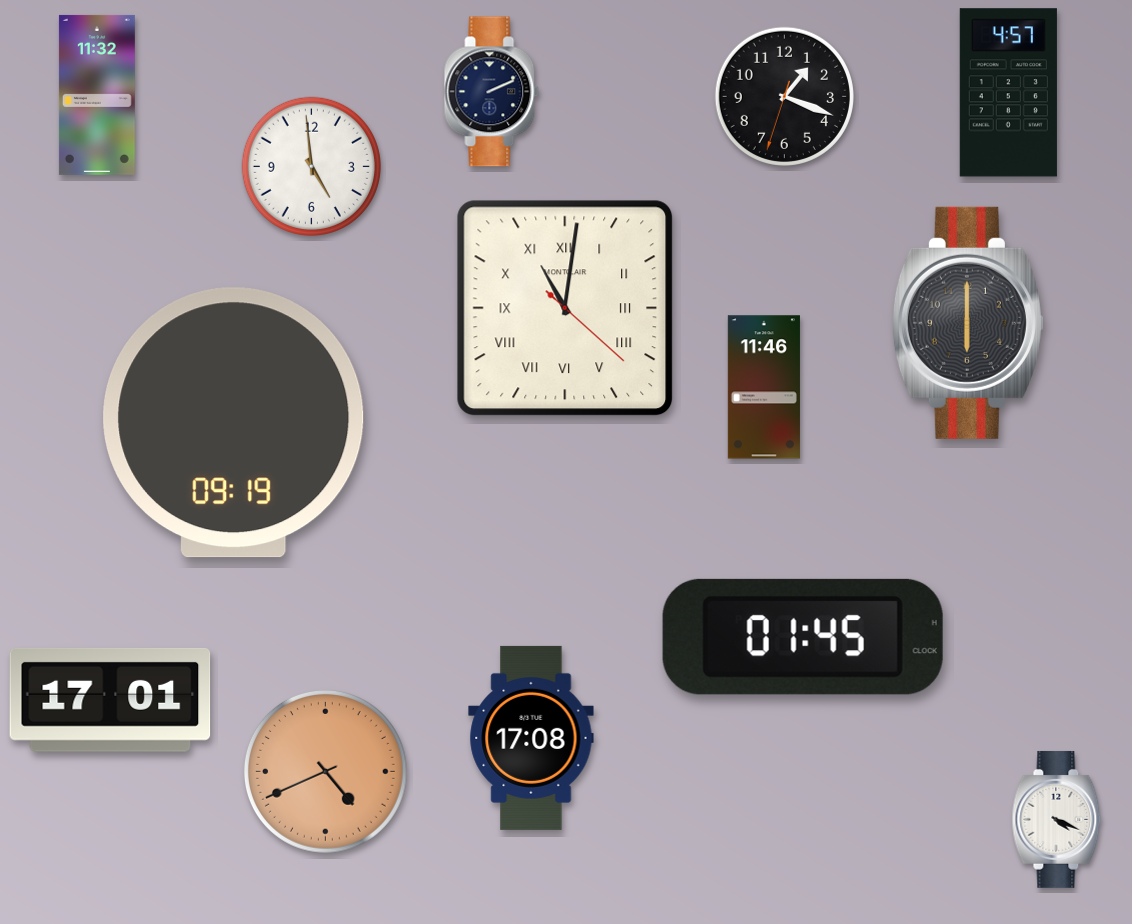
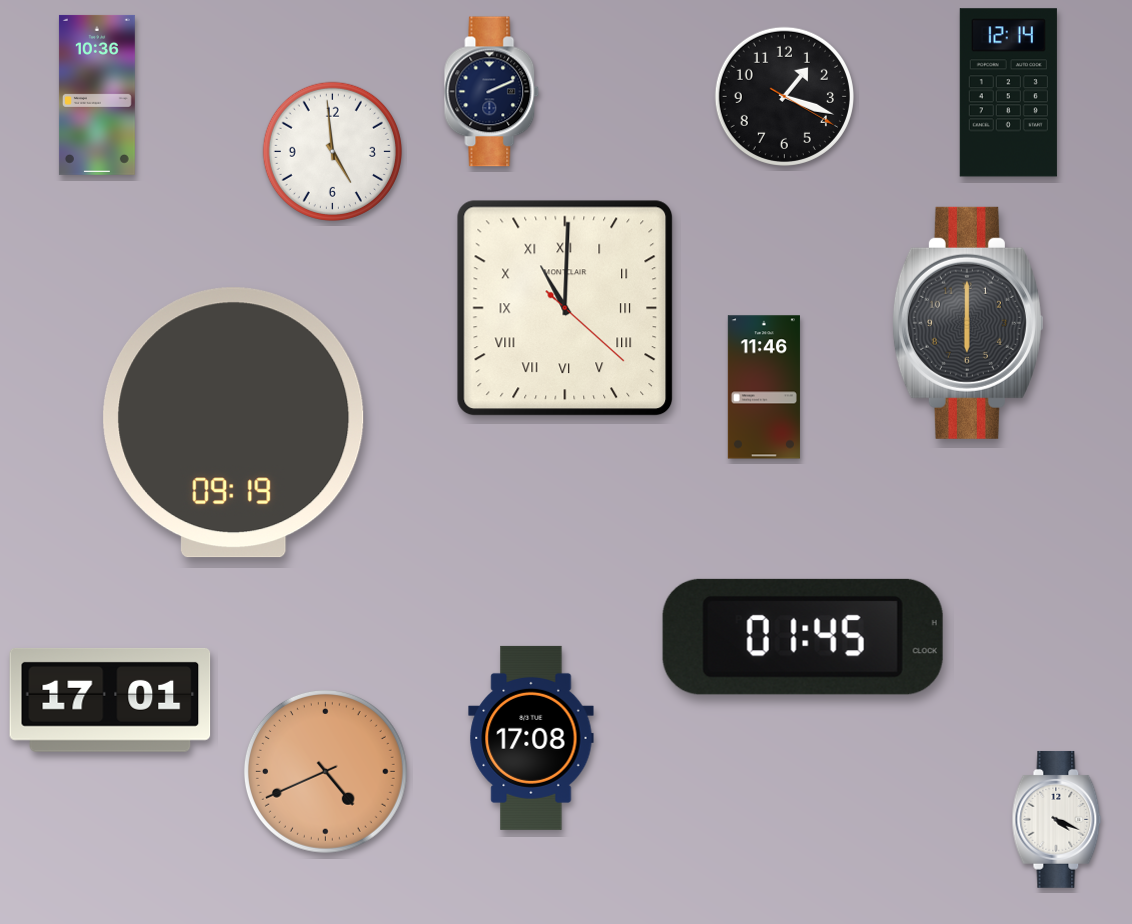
clock at (1008, 93): 4:57 -> 12:14
clock at (97, 95): 11:32 -> 10:36
clock at (784, 96): 1:18:33 -> 1:18:20
clock at (311, 166) position: (311, 166) -> (332, 151)
clock at (565, 308): 11:01 -> 11:00
